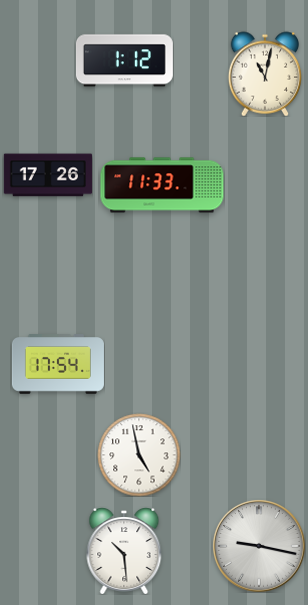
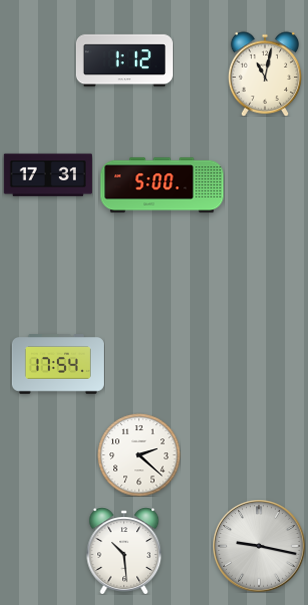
clock at (47, 175): 17:26 -> 17:31
clock at (162, 185): 11:33 -> 5:00
clock at (139, 455): 4:58 -> 2:22
